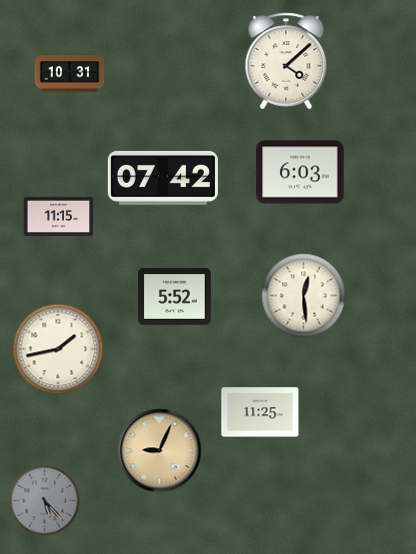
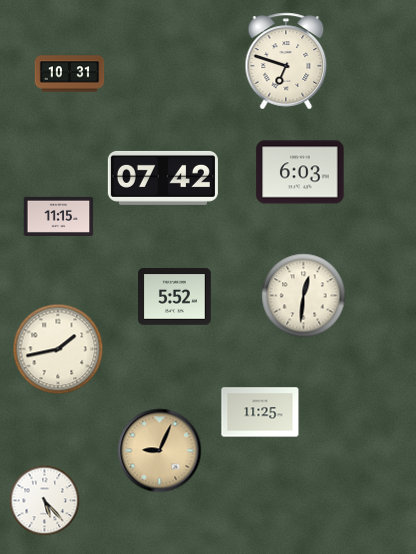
clock at (286, 61): 4:08 -> 6:48
clock at (304, 296): 12:29 -> 12:31
clock at (45, 501) dial: grey -> white
